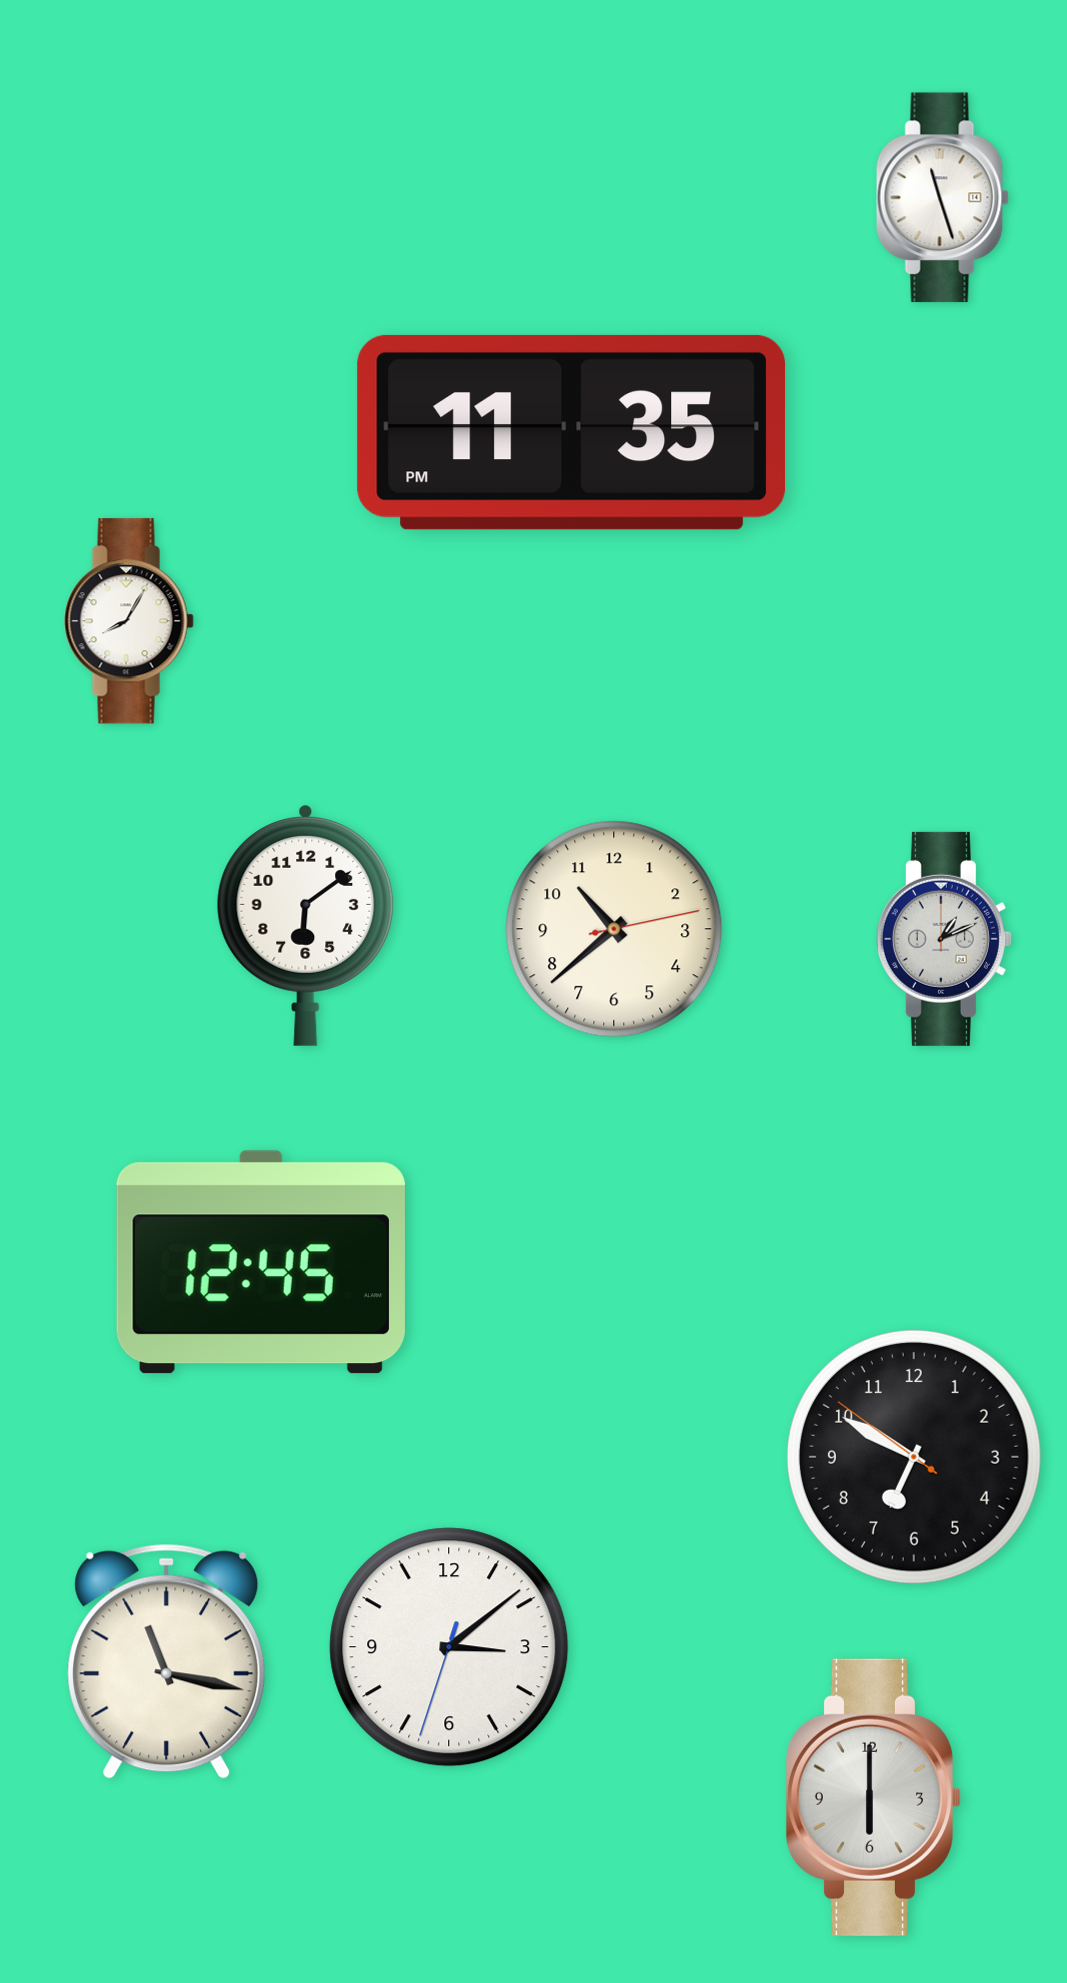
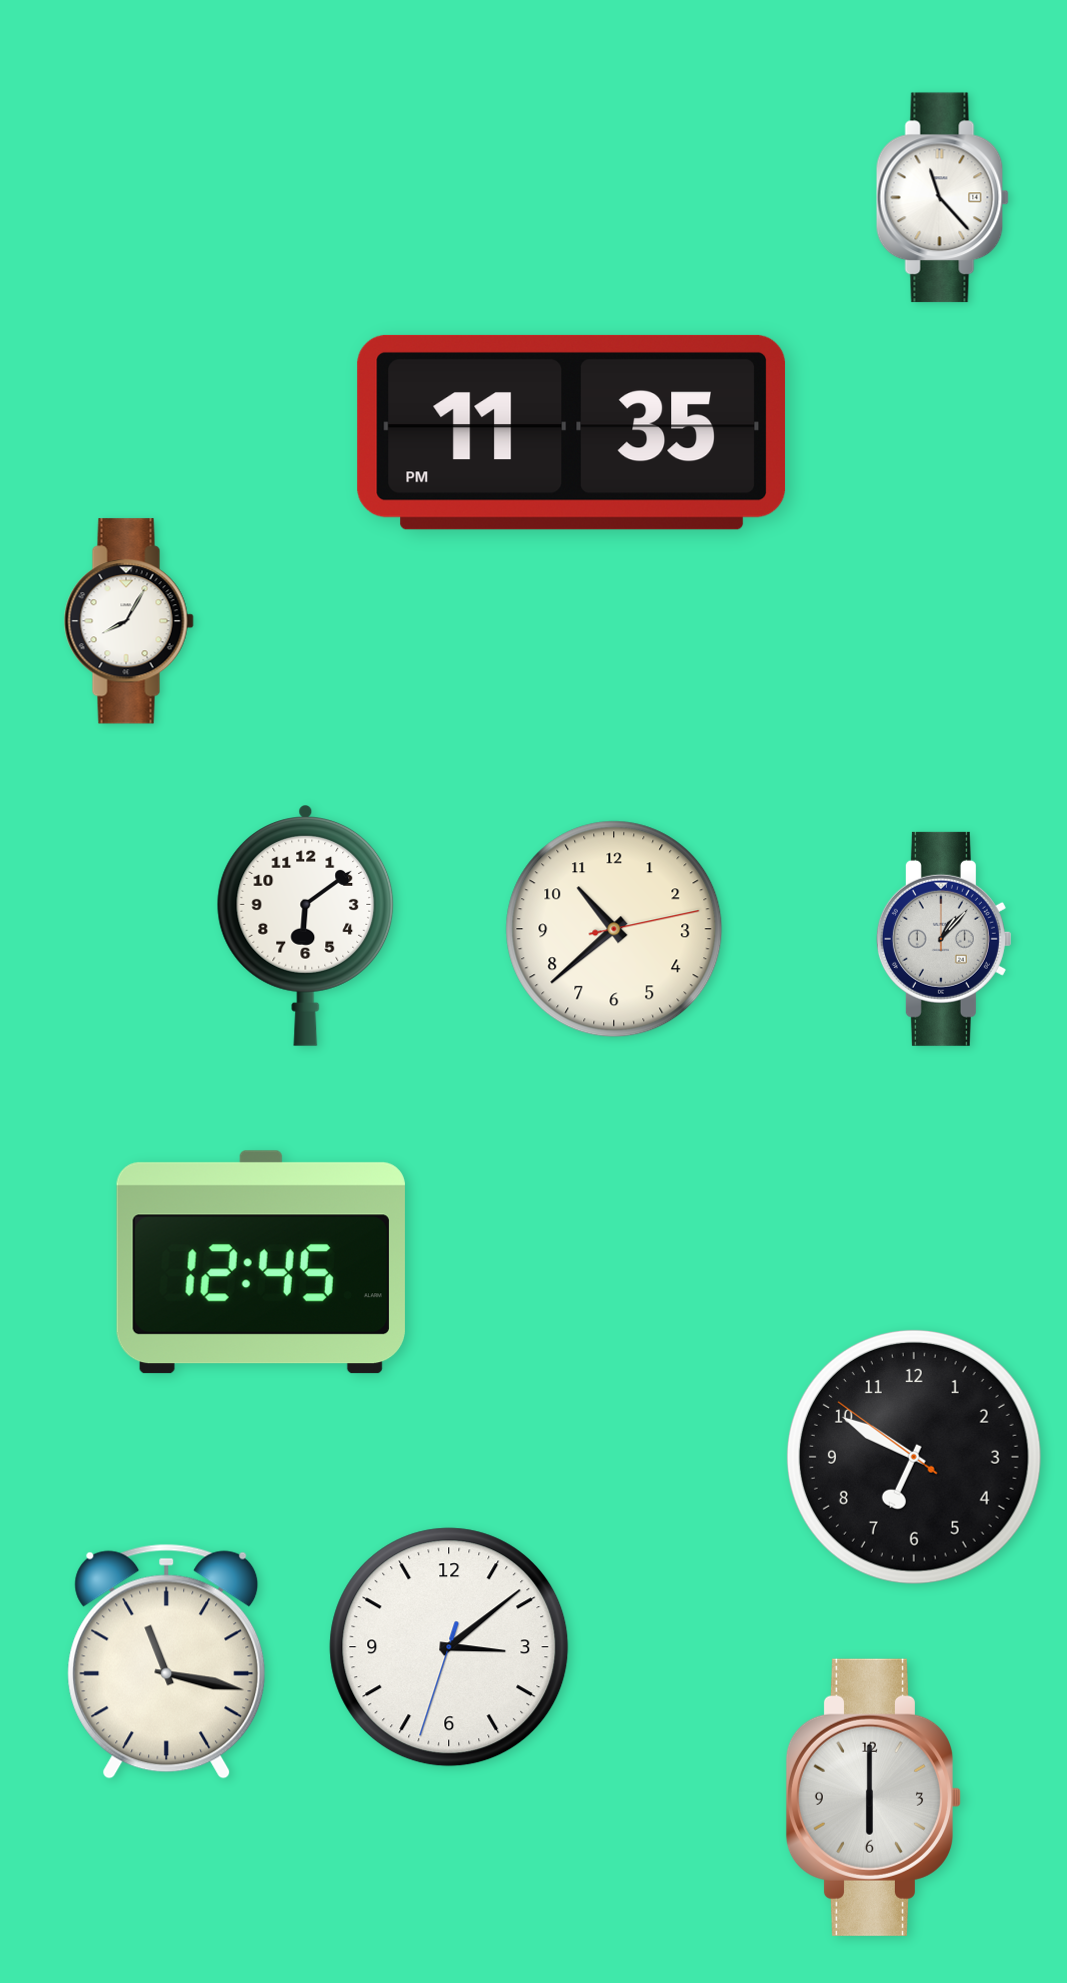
clock at (942, 198): 11:27 -> 11:23
clock at (944, 939): 1:11 -> 1:07
